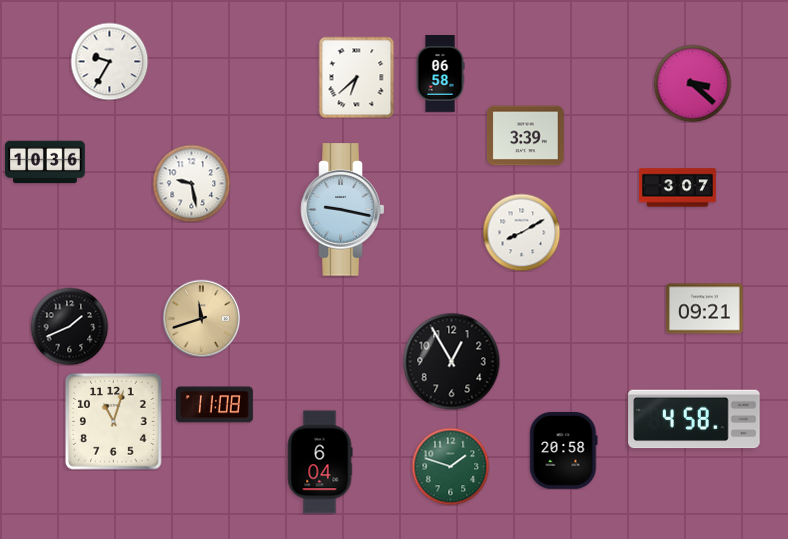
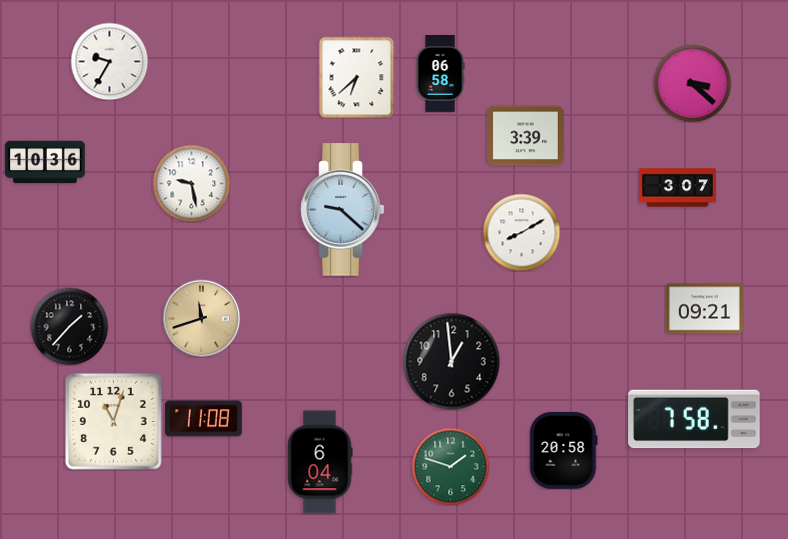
clock at (343, 210): 9:17 -> 9:22
clock at (69, 326): 1:41 -> 1:37
clock at (451, 361): 12:55 -> 12:59
clock at (215, 405) position: (215, 405) -> (204, 419)
clock at (694, 419): 4:58 -> 7:58
